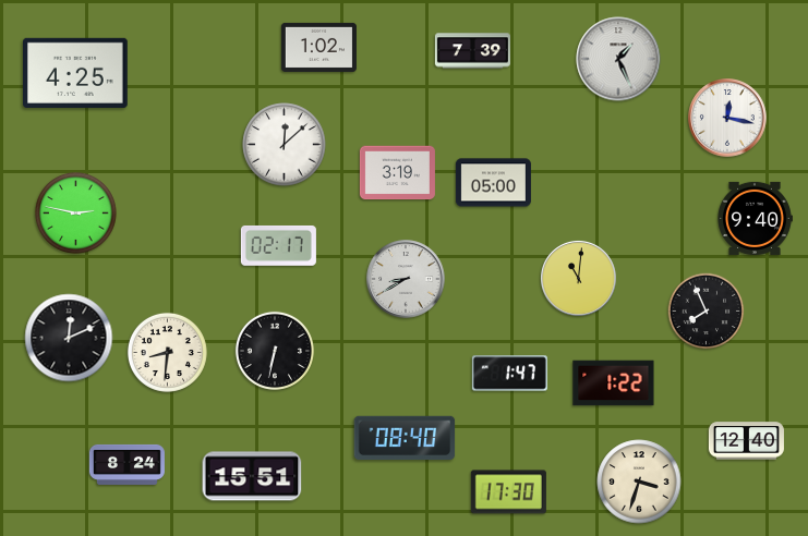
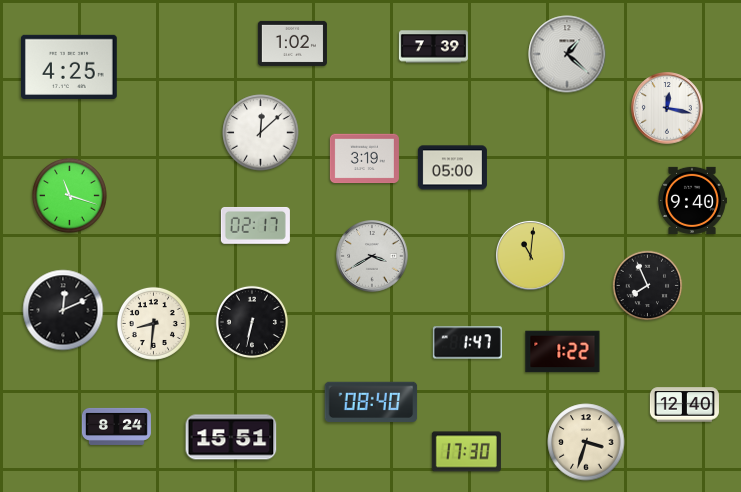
clock at (618, 59): 1:26 -> 1:22
clock at (76, 214): 2:47 -> 11:18
clock at (406, 279): 8:40 -> 3:40
